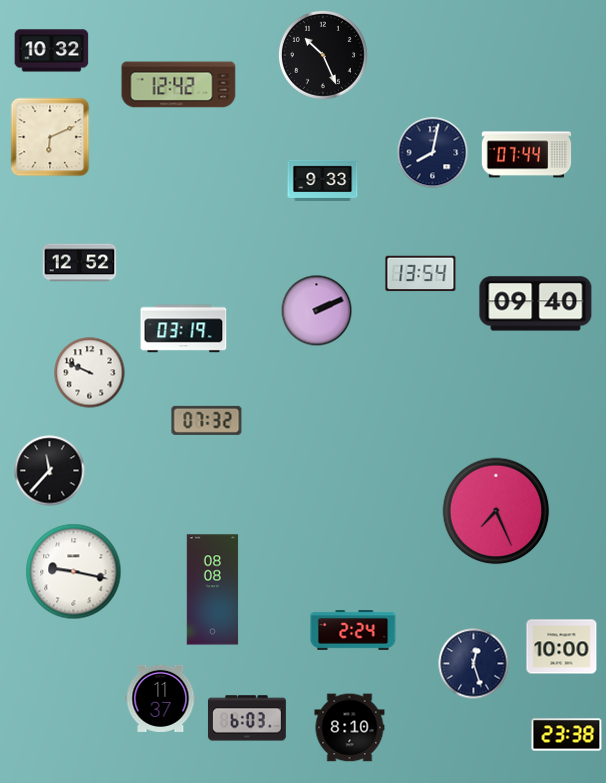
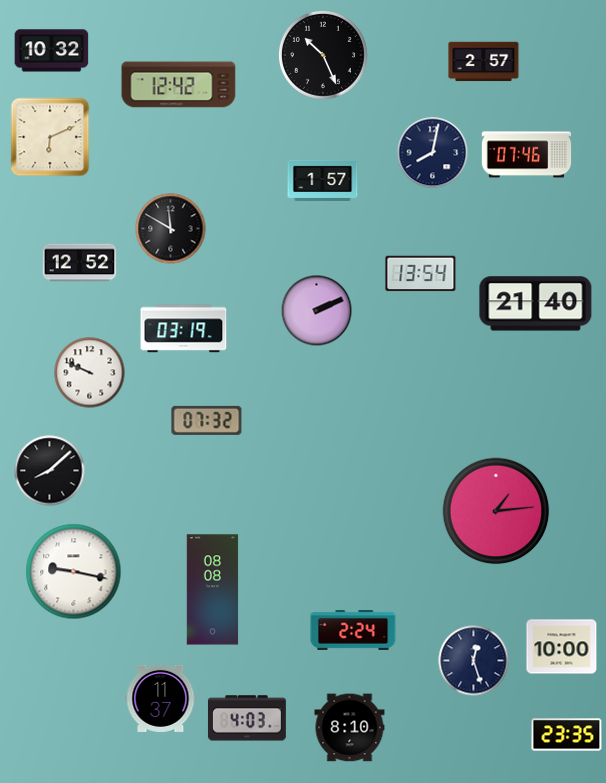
clock at (484, 62): none -> 2:57
clock at (527, 155): 07:44 -> 07:46
clock at (323, 180): 9:33 -> 1:57
clock at (171, 229): none -> 11:50
clock at (536, 304): 09:40 -> 21:40
clock at (50, 471): 11:37 -> 8:08
clock at (496, 511): 7:26 -> 1:14
clock at (474, 664) position: (474, 664) -> (474, 661)
clock at (247, 718): 6:03 -> 4:03
clock at (567, 735): 23:38 -> 23:35
